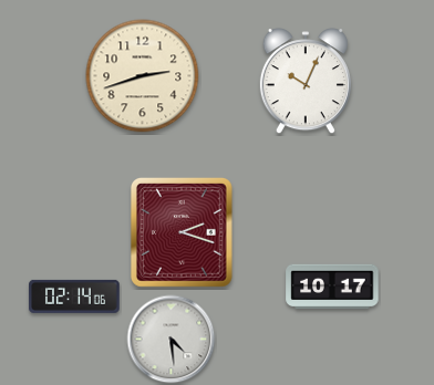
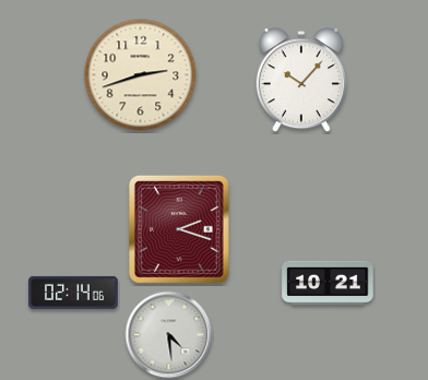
clock at (306, 82): 10:04 -> 10:07
clock at (332, 287): 10:17 -> 10:21
